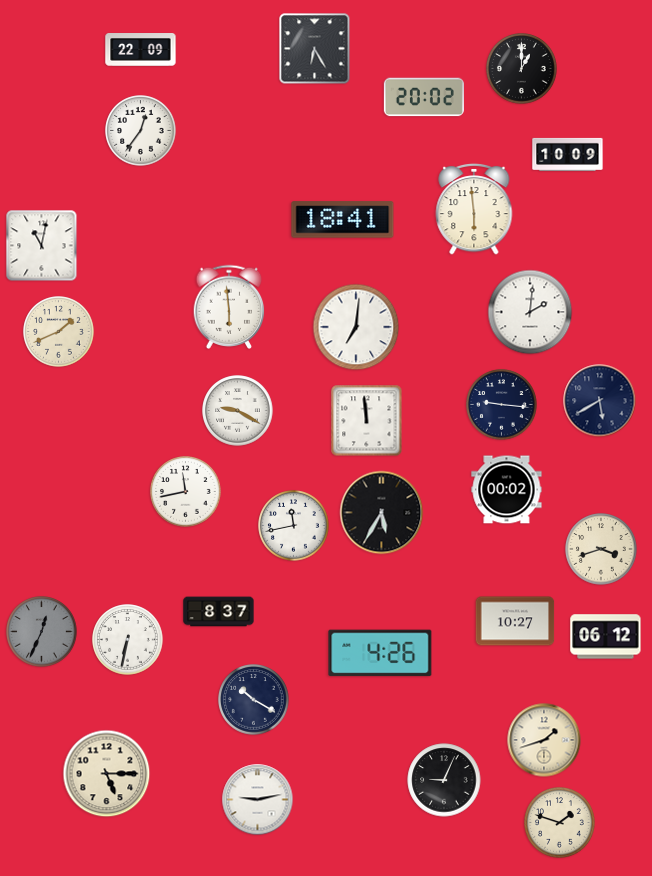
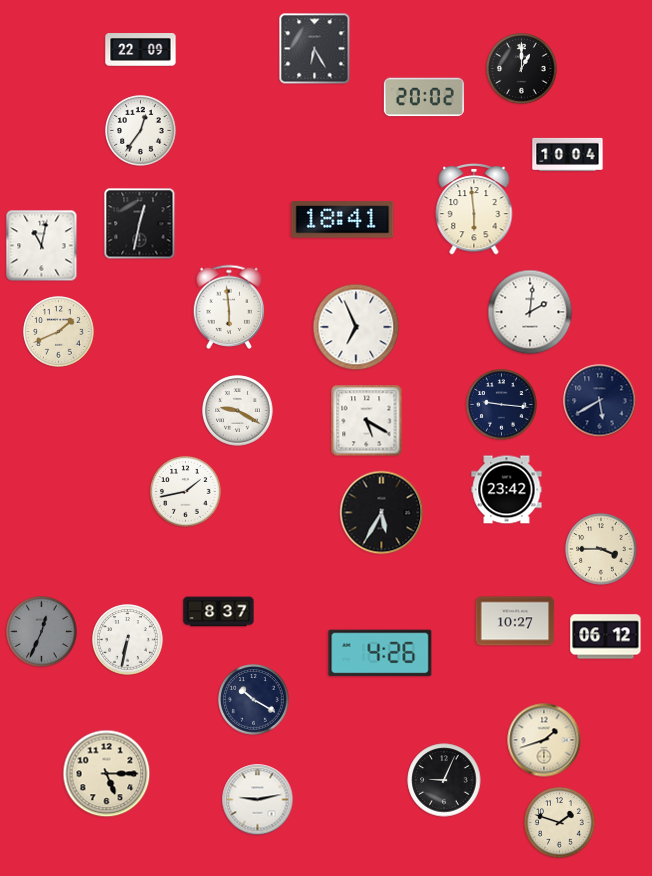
clock at (568, 154): 10:09 -> 10:04
clock at (140, 224): none -> 12:32
clock at (356, 327): 7:01 -> 6:56
clock at (367, 421): 11:59 -> 5:20
clock at (507, 490): 00:02 -> 23:42
clock at (186, 492): 11:43 -> 1:43
clock at (294, 526): 11:43 -> none
clock at (601, 549): 3:42 -> 3:45
